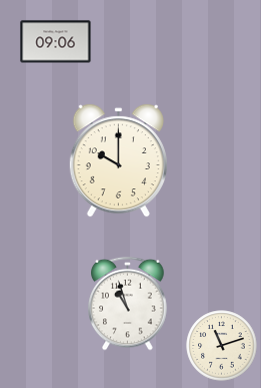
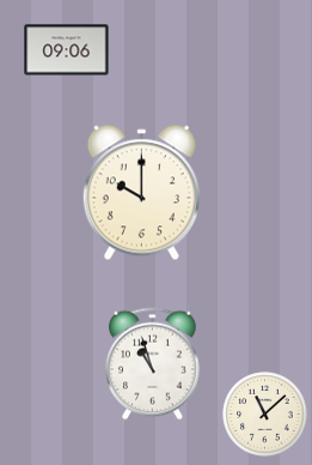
clock at (222, 346): 11:12 -> 11:08
